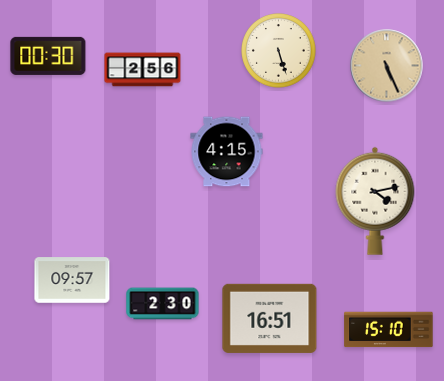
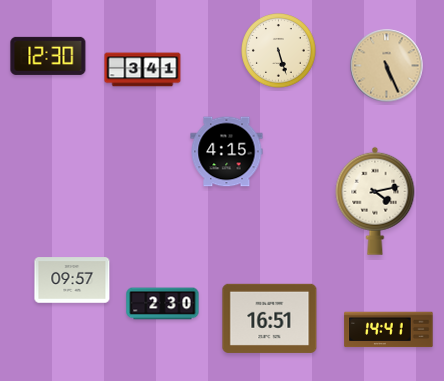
clock at (48, 56): 00:30 -> 12:30
clock at (143, 70): 2:56 -> 3:41
clock at (389, 330): 15:10 -> 14:41
